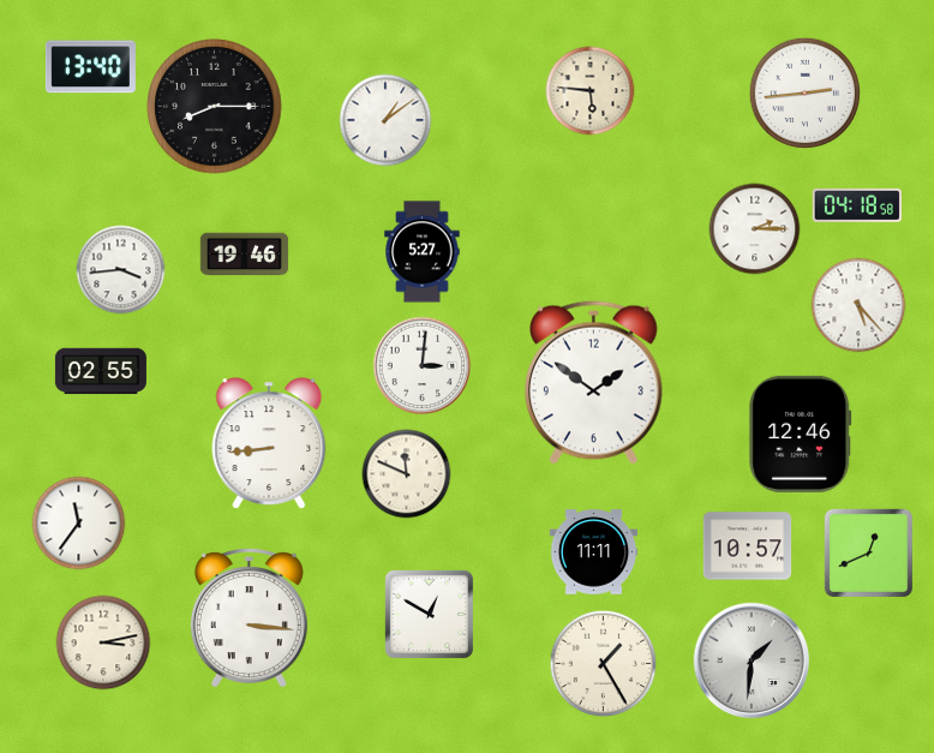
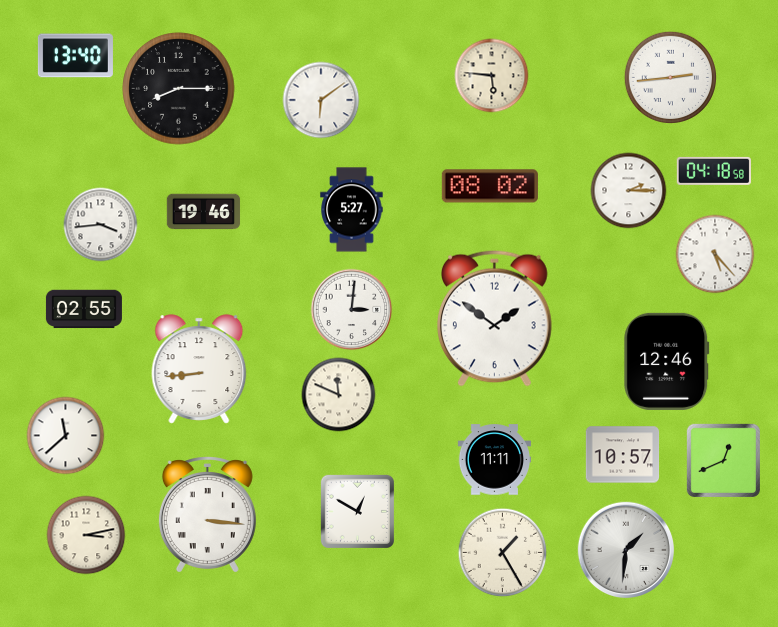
clock at (385, 120): 1:09 -> 6:09
clock at (490, 186): none -> 08:02
clock at (423, 366) position: (423, 366) -> (352, 310)
clock at (269, 443) position: (269, 443) -> (199, 369)
clock at (79, 524): 11:36 -> 11:38
